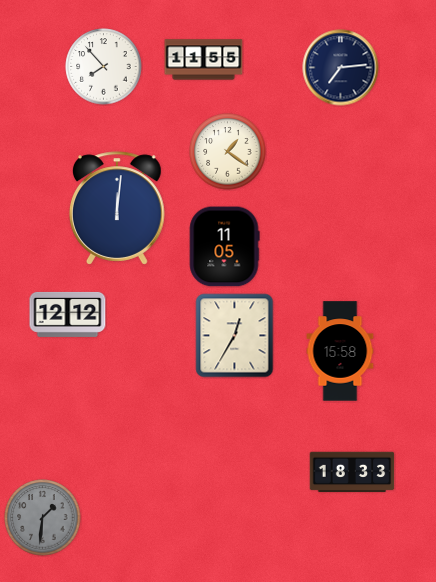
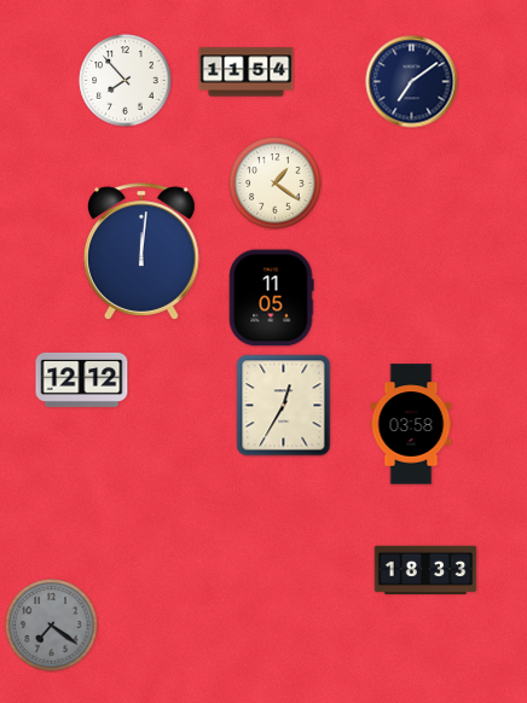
clock at (204, 60): 11:55 -> 11:54
clock at (341, 68): 7:14 -> 7:09
clock at (340, 351): 15:58 -> 03:58
clock at (43, 518): 1:31 -> 7:21
